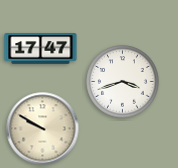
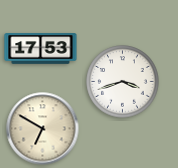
clock at (41, 49): 17:47 -> 17:53
clock at (43, 129): 9:50 -> 6:50
